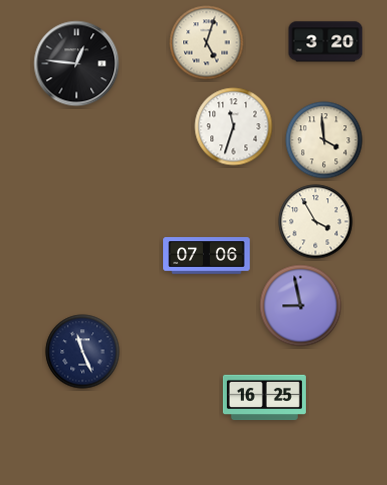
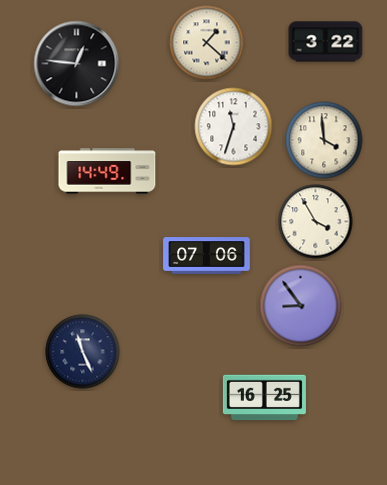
clock at (326, 42): 3:20 -> 3:22
clock at (207, 43): 5:03 -> 1:22
clock at (107, 171): none -> 14:49
clock at (301, 306): 8:58 -> 8:54
